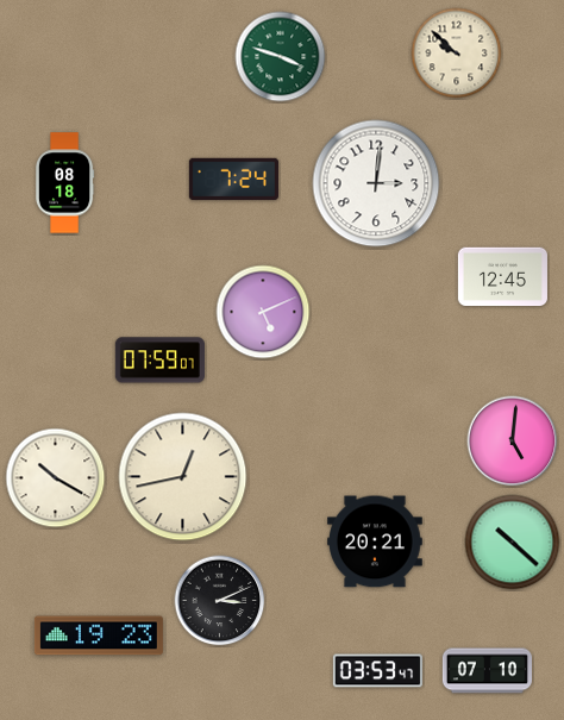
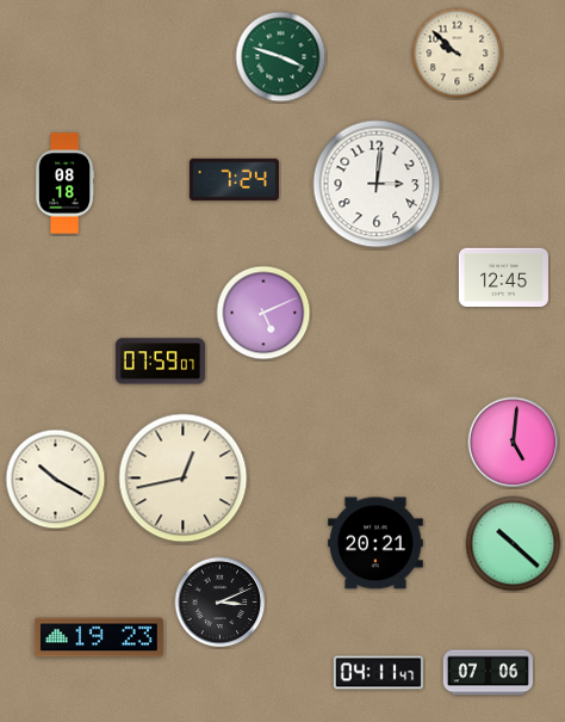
clock at (377, 671): 03:53 -> 04:11
clock at (487, 671): 07:10 -> 07:06
